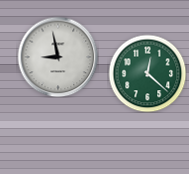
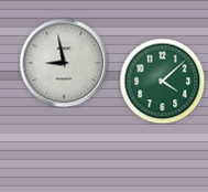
clock at (147, 73): 12:22 -> 4:08
